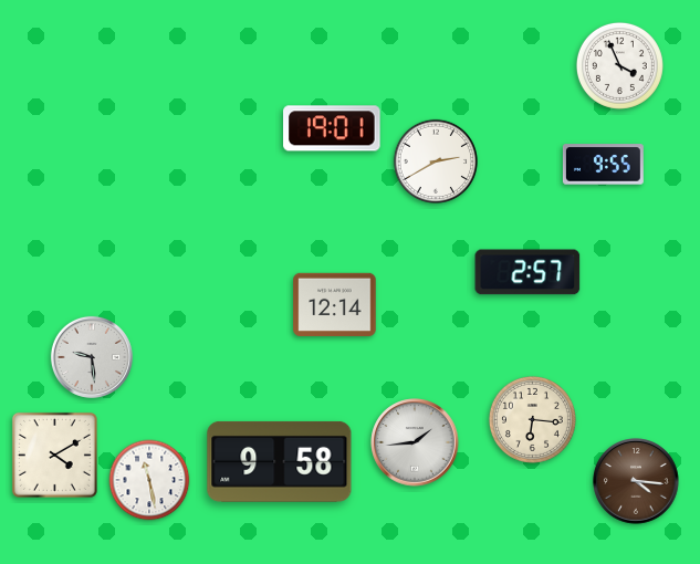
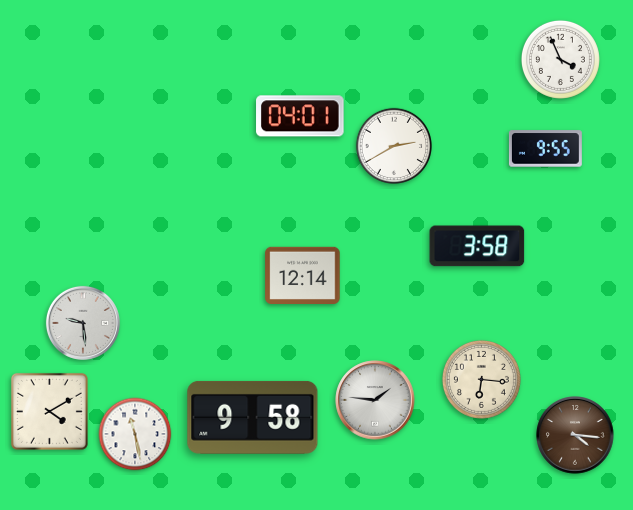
clock at (332, 128): 19:01 -> 04:01
clock at (527, 272): 2:57 -> 3:58
clock at (415, 442): 1:44 -> 1:46
